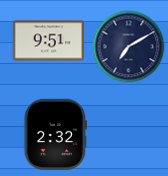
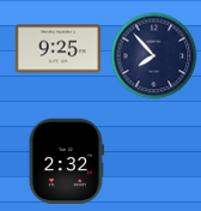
clock at (48, 41): 9:51 -> 9:25
clock at (129, 47): 7:10 -> 7:53
